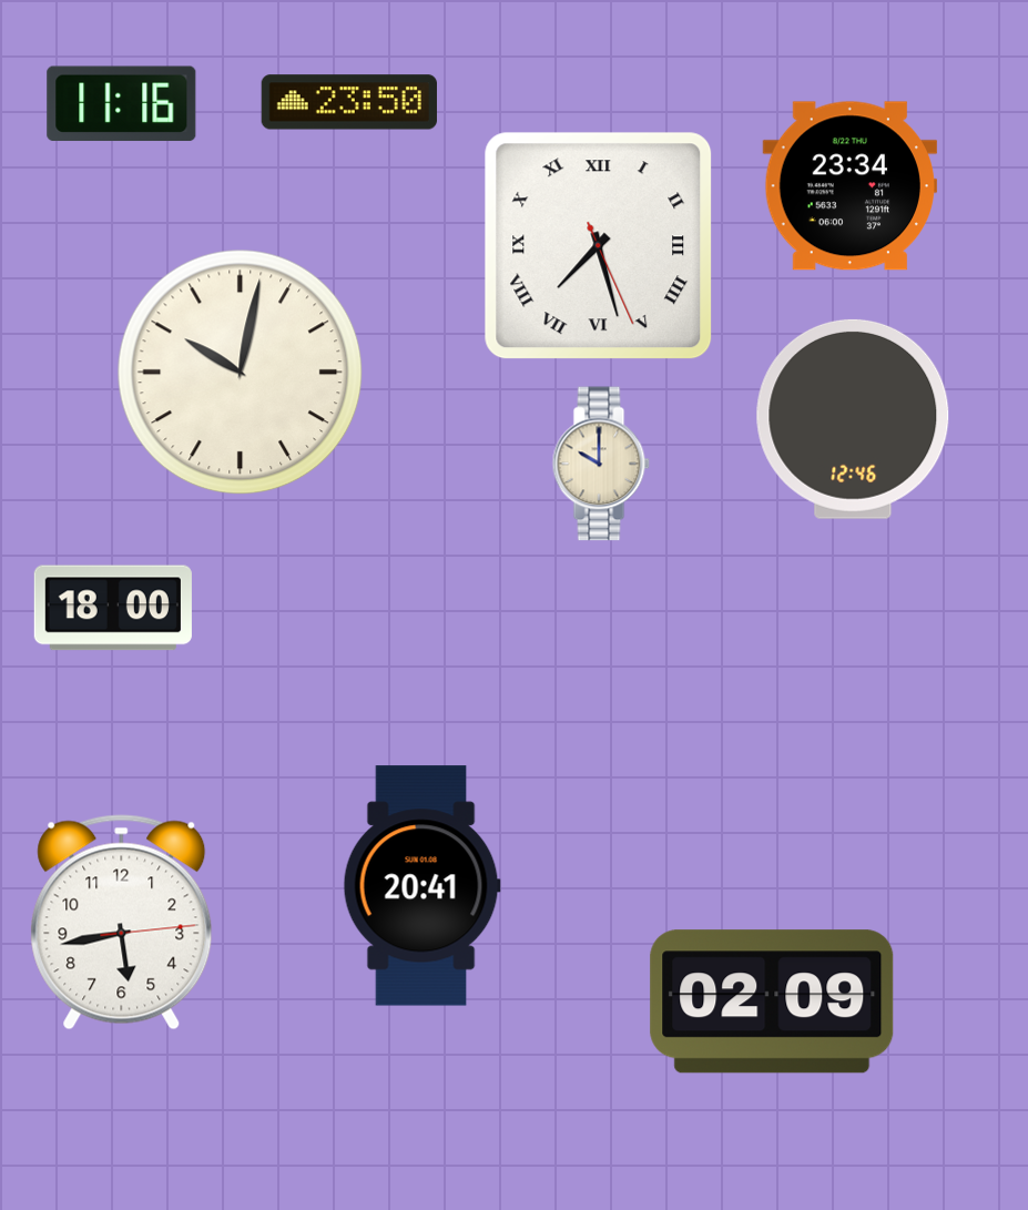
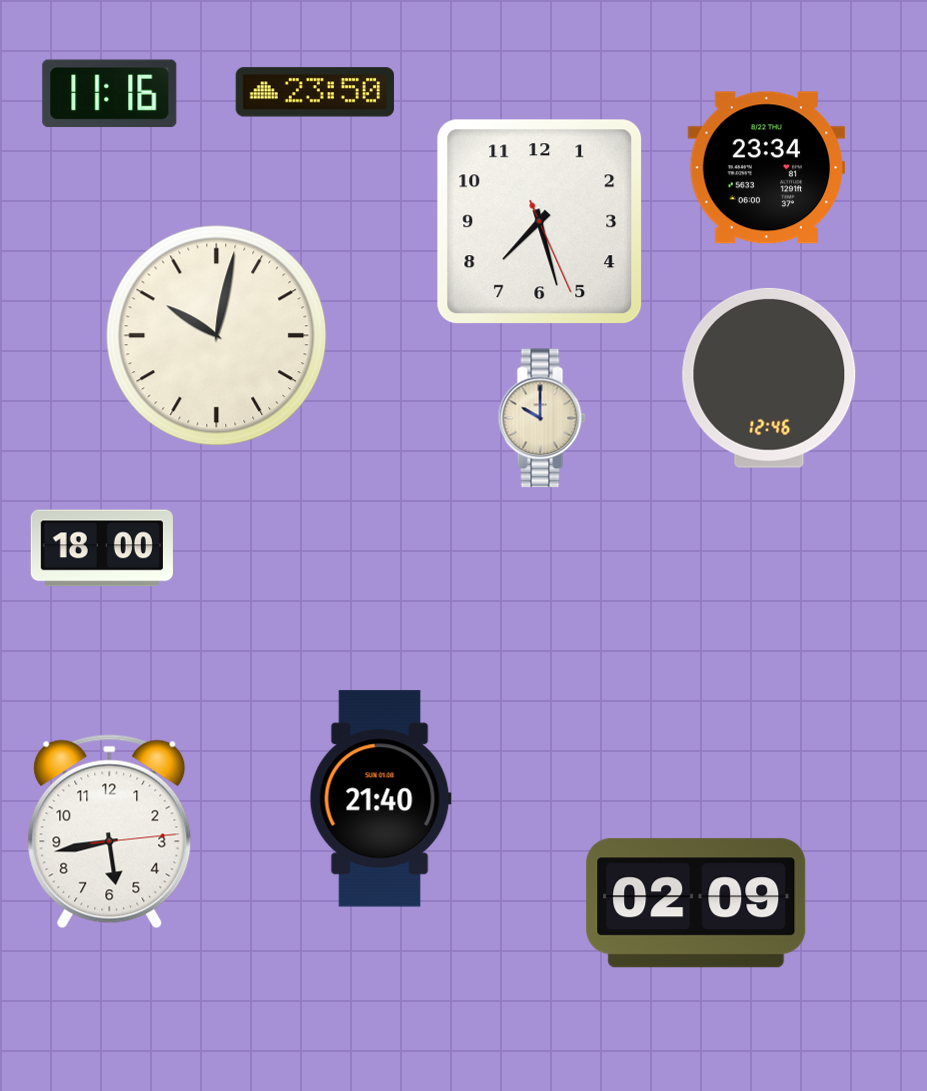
clock at (599, 246) numerals: Roman -> Arabic
clock at (421, 886): 20:41 -> 21:40
